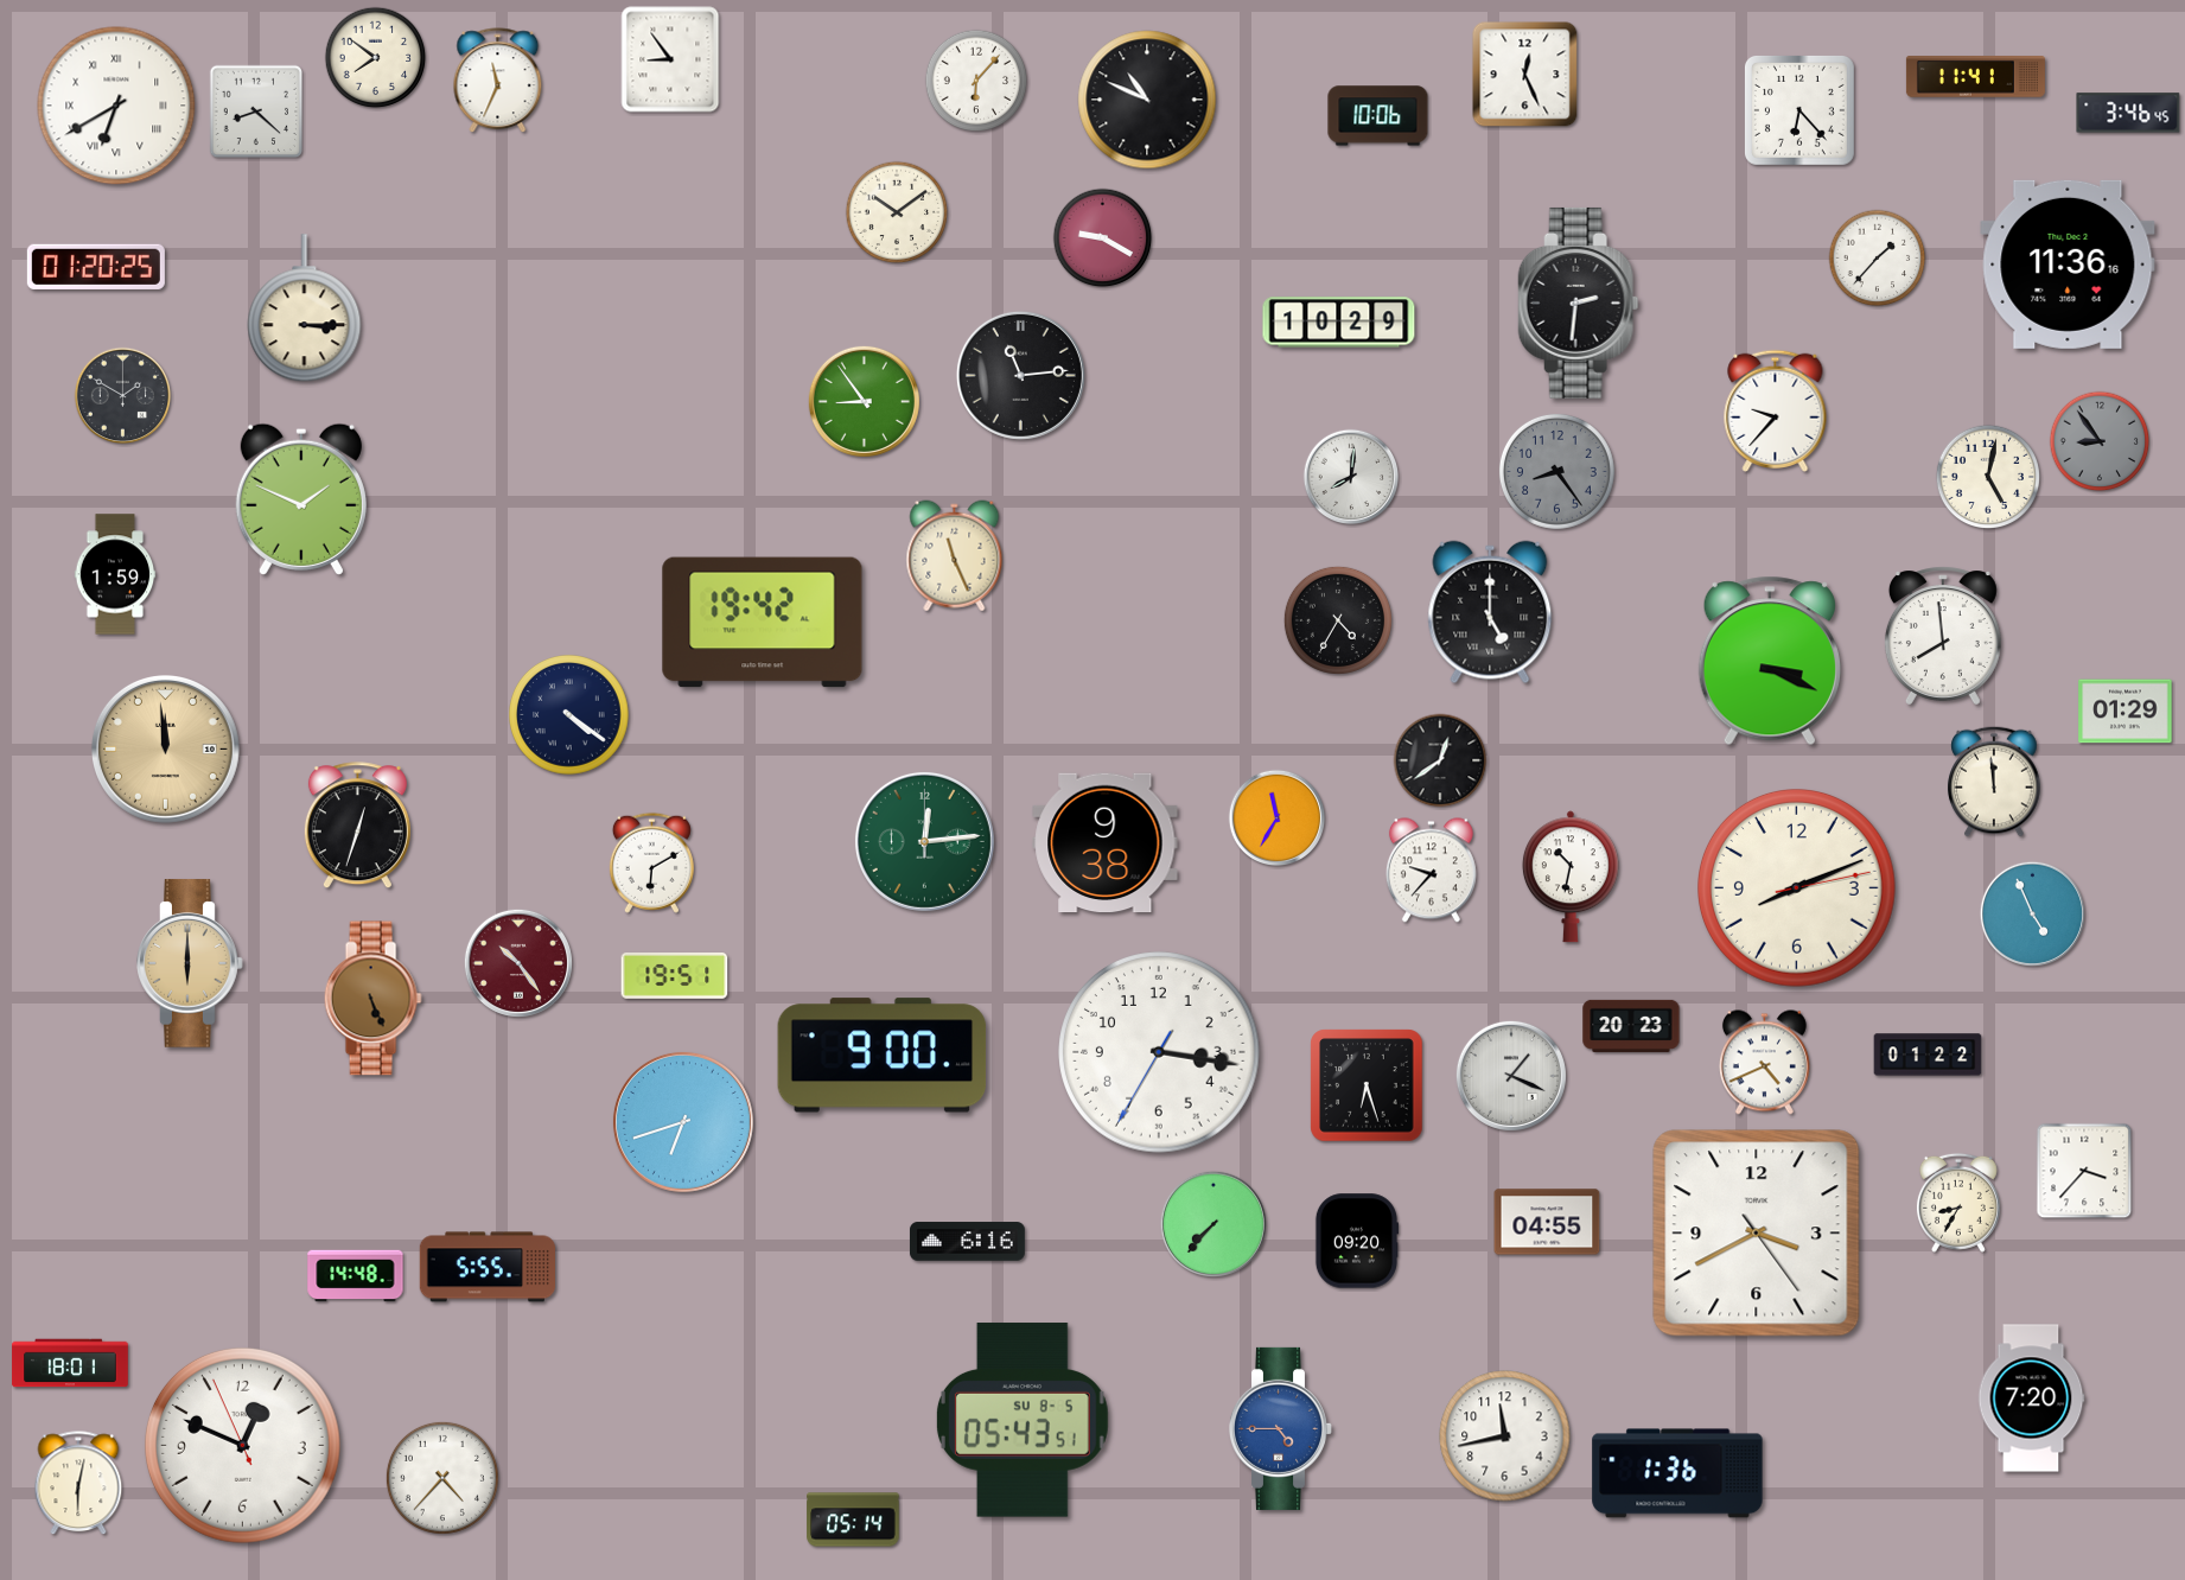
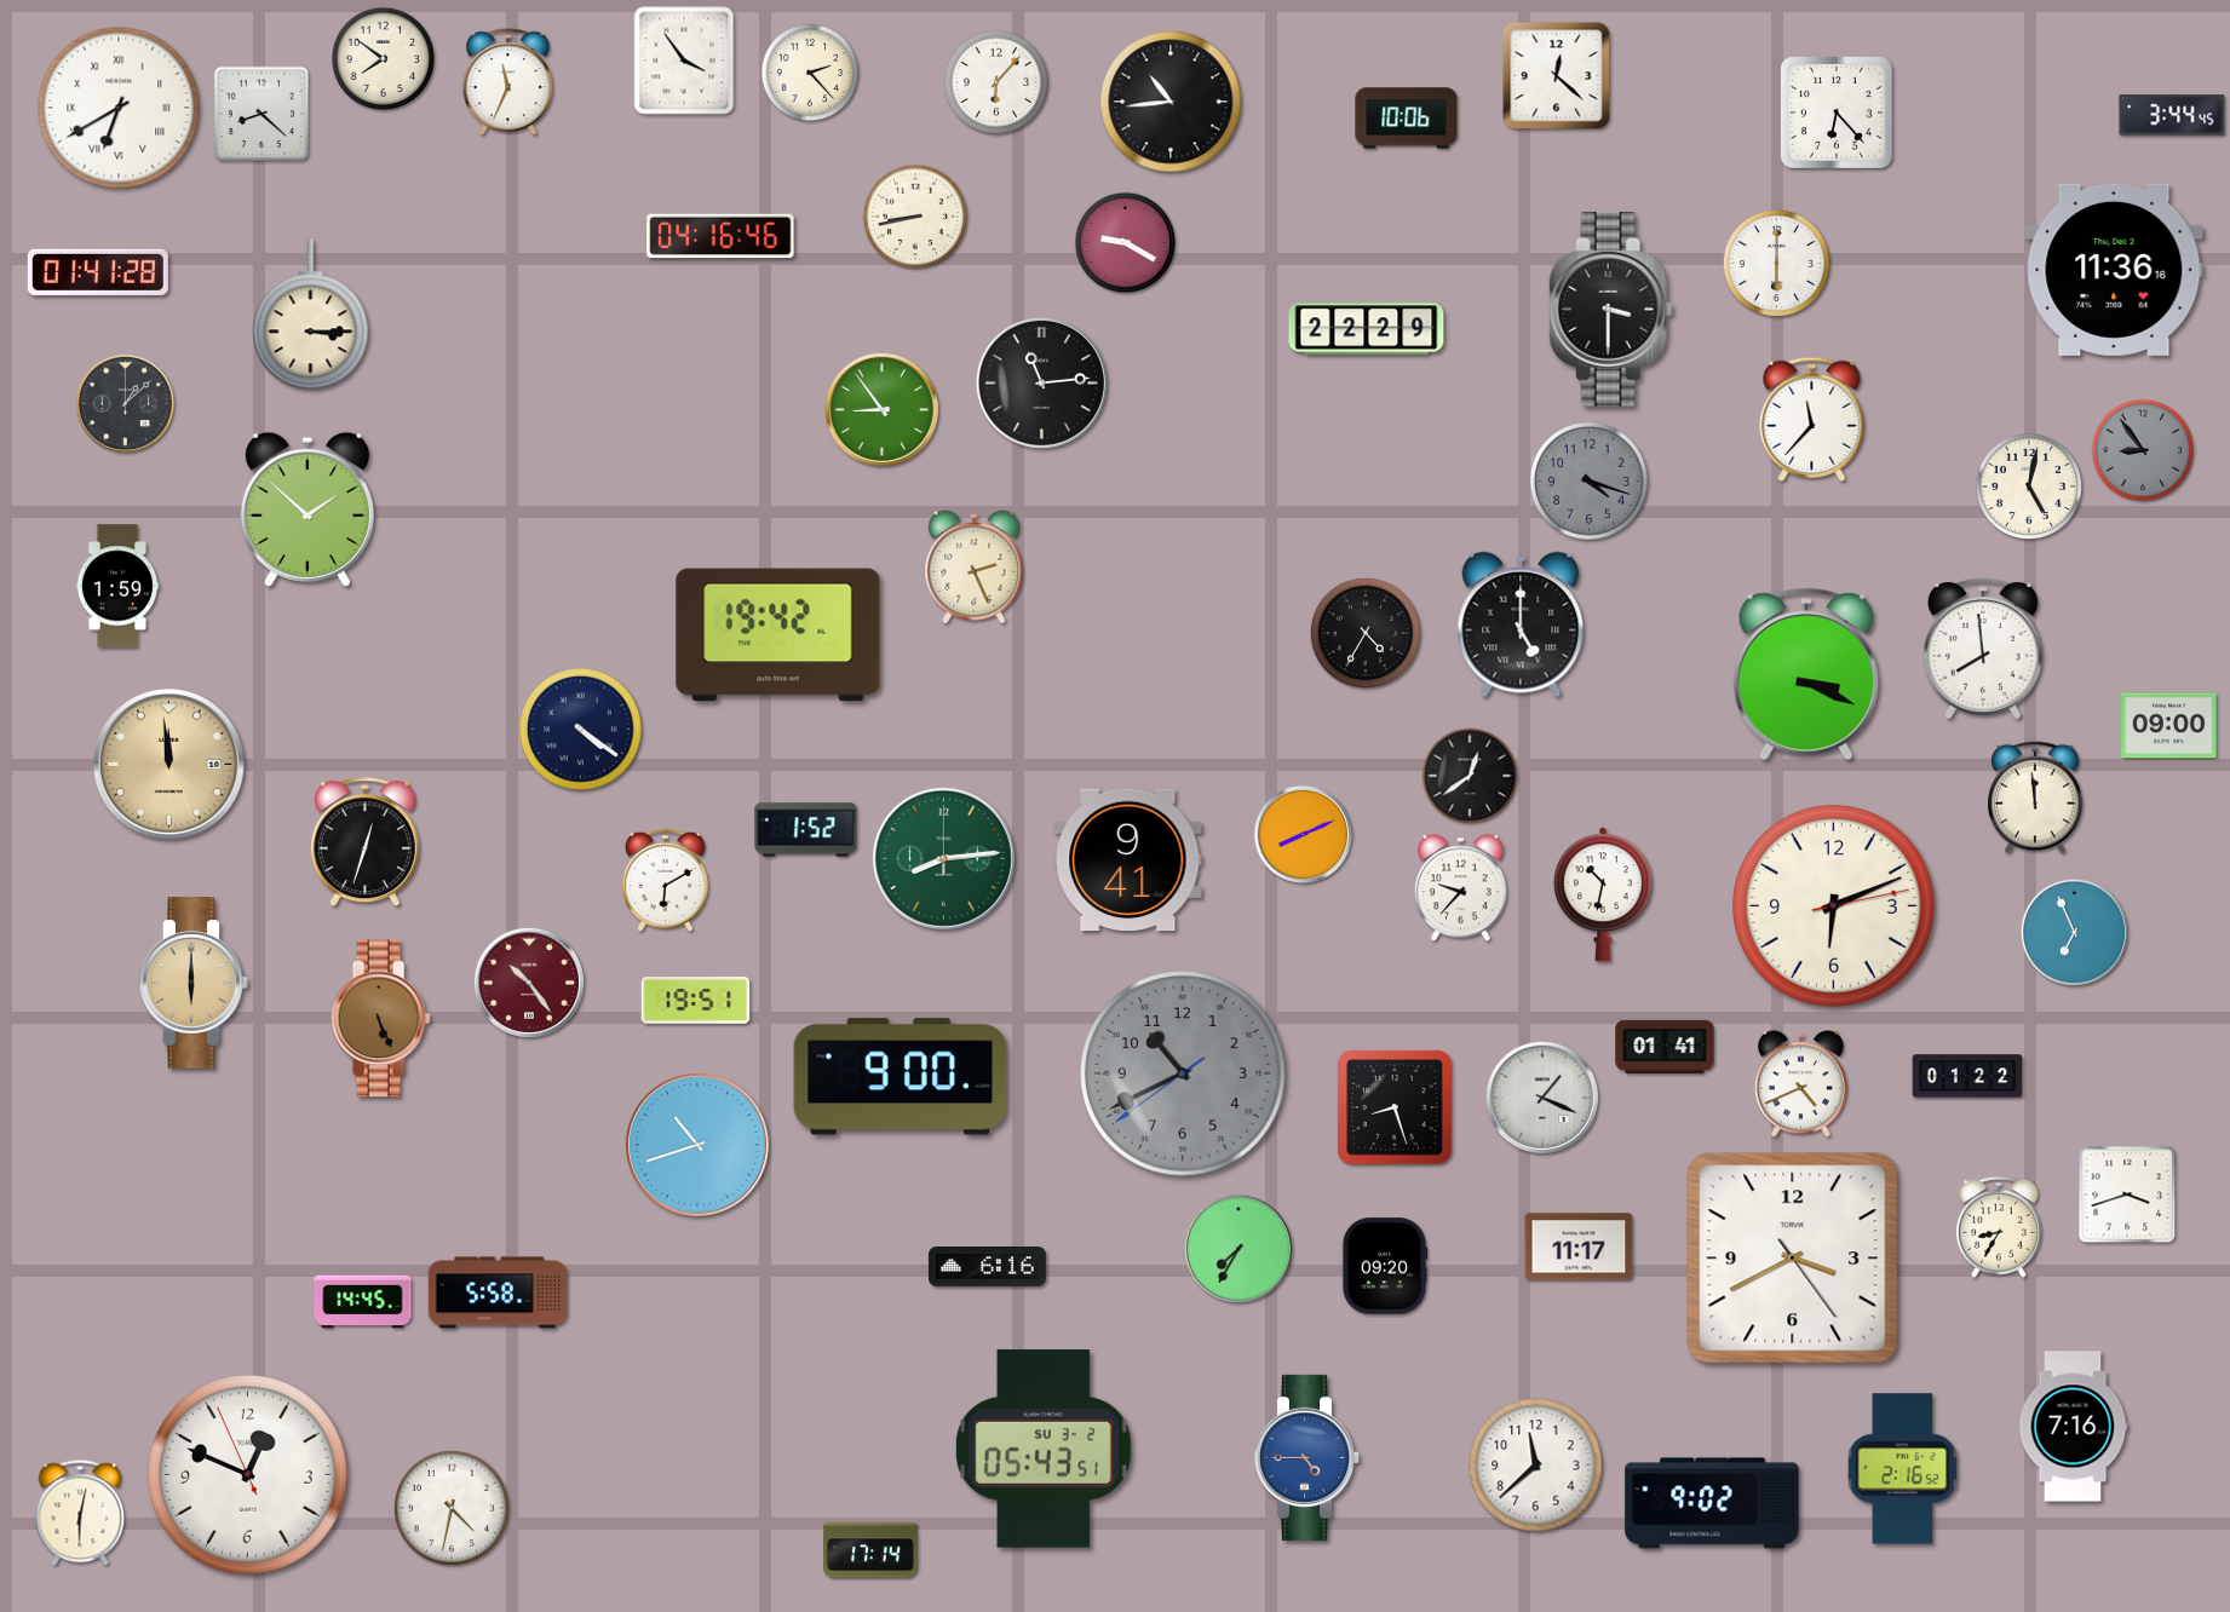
clock at (670, 59): 8:54 -> 3:54
clock at (810, 73): none -> 2:23
clock at (1525, 75): 12:26 -> 12:22
clock at (1975, 77): 11:41 -> none
clock at (1147, 100): 10:49 -> 10:44
clock at (2128, 113): 3:46 -> 3:44
clock at (897, 212): 10:09 -> 8:43
clock at (720, 236): none -> 04:16
clock at (1776, 263): none -> 6:00
clock at (1878, 259): 1:37 -> none
clock at (2068, 265) position: (2068, 265) -> (2114, 270)
clock at (96, 267): 01:20 -> 01:41
clock at (1579, 302): 2:31 -> 3:30
clock at (1339, 323): 10:29 -> 22:29
clock at (123, 396): 1:50 -> 1:08
clock at (1776, 410): 9:37 -> 11:37
clock at (1556, 471): 8:24 -> 4:18
clock at (1351, 477): 8:01 -> none
clock at (301, 499): 1:49 -> 1:52
clock at (955, 556): 11:26 -> 2:26
clock at (2126, 712): 01:29 -> 09:00
clock at (806, 830): none -> 1:52
clock at (1278, 818): 11:35 -> 8:11
clock at (924, 841): 12:14 -> 8:14
clock at (1106, 843): 9:38 -> 9:41
clock at (1797, 888): 8:11 -> 6:11
clock at (2032, 913): 4:56 -> 6:56
clock at (675, 976) position: (675, 976) -> (696, 1001)
clock at (1631, 1026): 20:23 -> 01:41
clock at (1159, 1052): 3:16 -> 10:40
clock at (1159, 1052) dial: white -> grey
clock at (1367, 1085): 6:27 -> 8:27
clock at (683, 1122): 6:42 -> 10:42
clock at (2084, 1171): 3:37 -> 3:42
clock at (1547, 1222): 04:55 -> 11:17
clock at (1213, 1224): 7:37 -> 7:35
clock at (486, 1267): 5:55 -> 5:58
clock at (356, 1276): 14:48 -> 14:45
clock at (70, 1363): 18:01 -> none
clock at (2031, 1399): 7:20 -> 7:16
clock at (1023, 1420) date: SU 8-5 -> SU 3-2
clock at (1505, 1436): 11:43 -> 11:38
clock at (1902, 1469): none -> 2:16
clock at (1677, 1473): 1:36 -> 9:02
clock at (442, 1478): 4:37 -> 4:32
clock at (853, 1520): 05:14 -> 17:14
